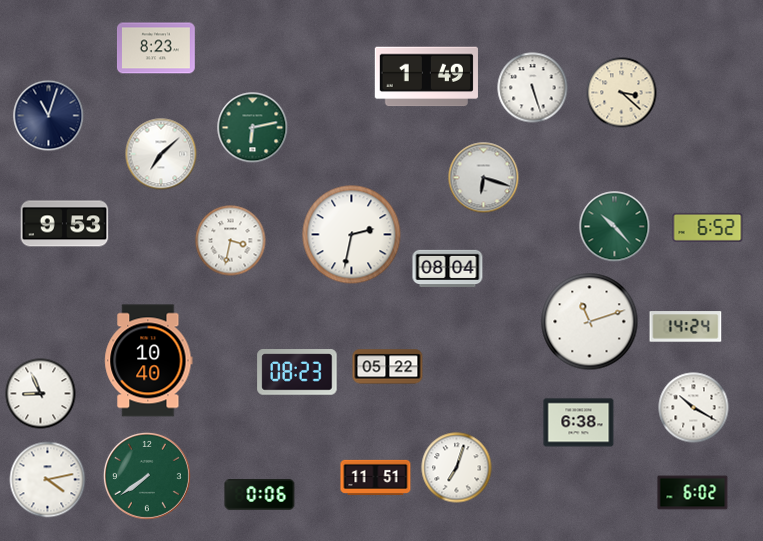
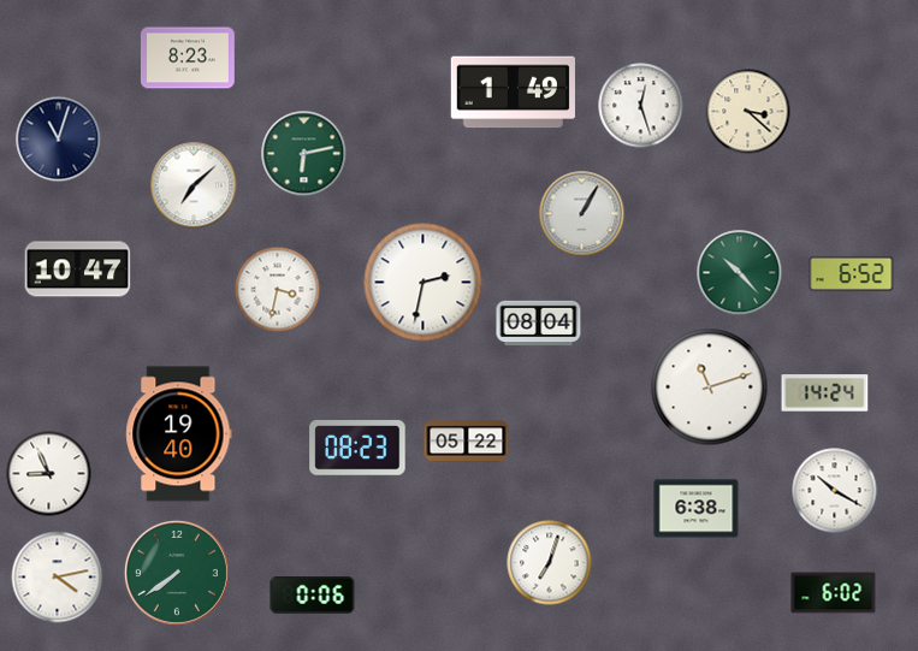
clock at (533, 88): 5:27 -> 12:27
clock at (484, 178): 6:18 -> 1:05
clock at (65, 224): 9:53 -> 10:47
clock at (149, 361): 10:40 -> 19:40
clock at (376, 477): 11:51 -> none
